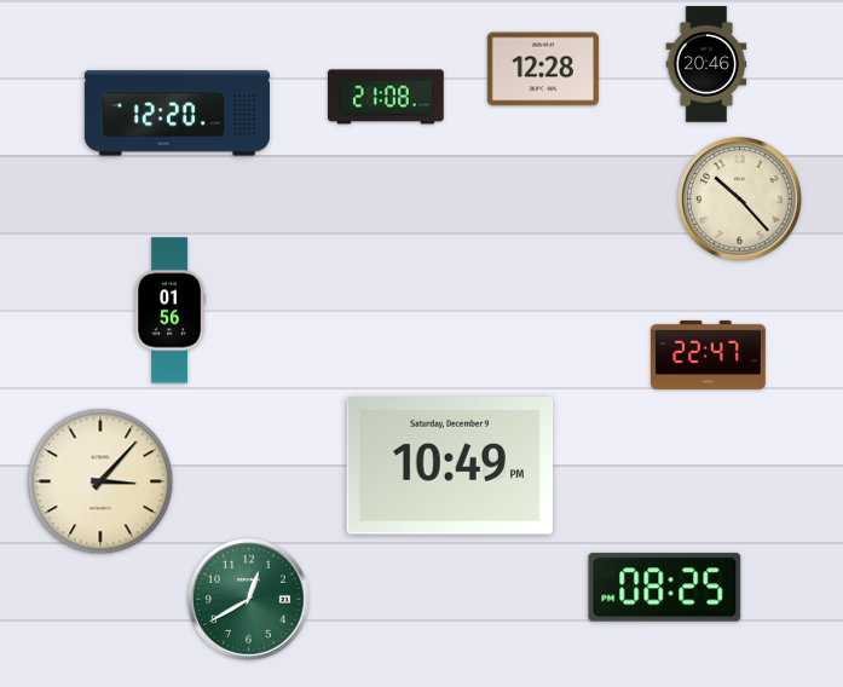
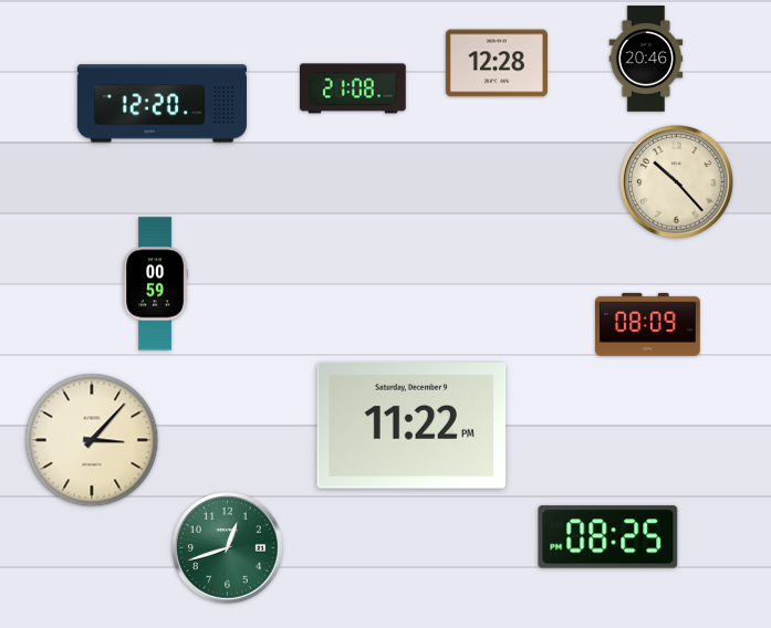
clock at (169, 311): 01:56 -> 00:59
clock at (709, 354): 22:47 -> 08:09
clock at (450, 467): 10:49 -> 11:22
clock at (249, 600): 12:40 -> 12:42
